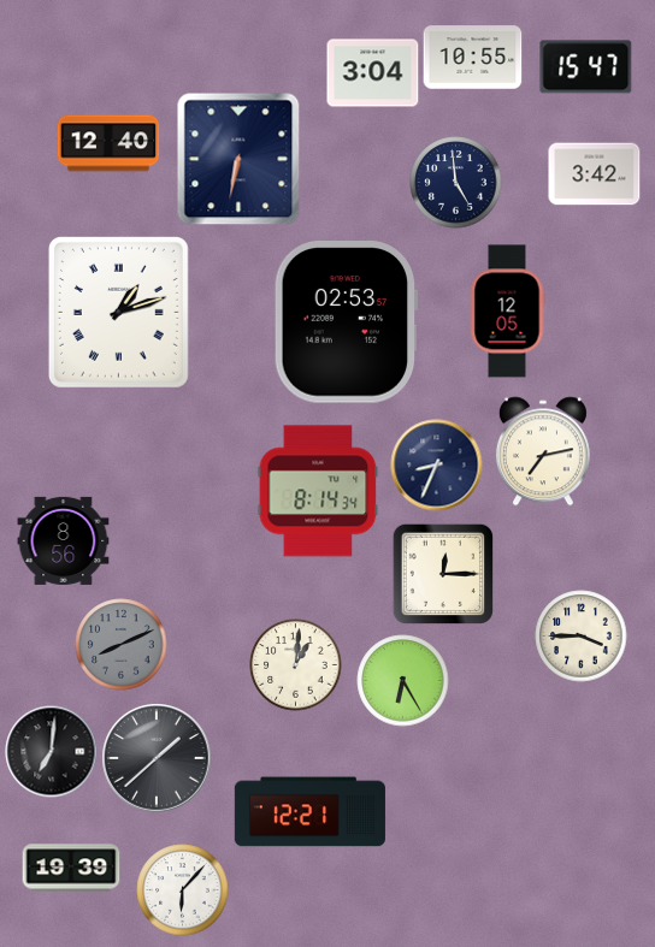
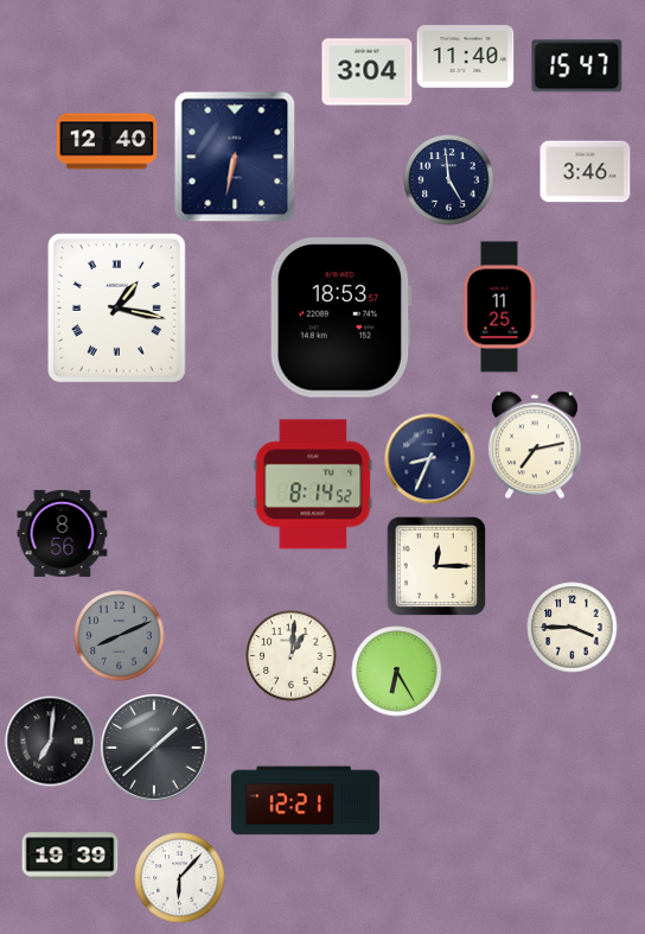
clock at (473, 58): 10:55 -> 11:40
clock at (595, 174): 3:42 -> 3:46
clock at (118, 312): 1:12 -> 1:17
clock at (507, 312): 12:05 -> 11:25
clock at (346, 322): 02:53 -> 18:53
clock at (318, 491): 8:14:34 -> 8:14:52
